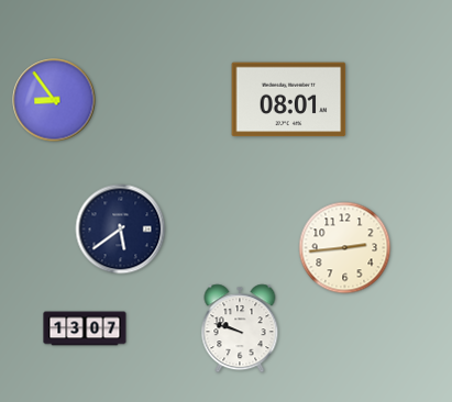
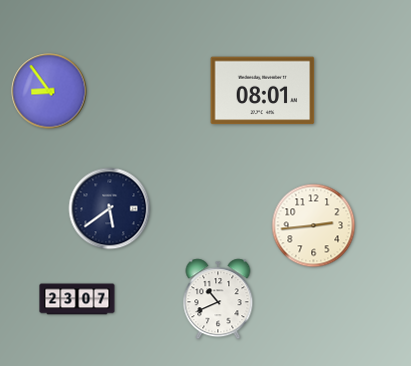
clock at (85, 328): 13:07 -> 23:07
clock at (240, 328): 9:48 -> 10:41
